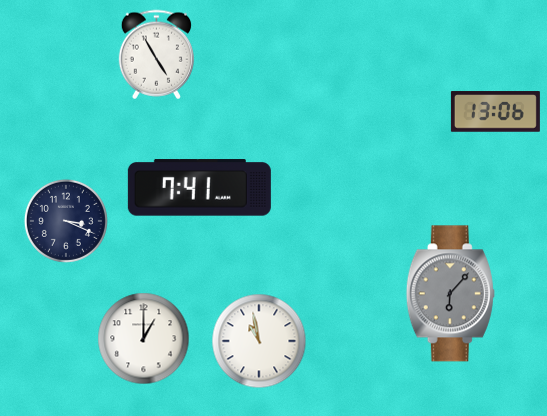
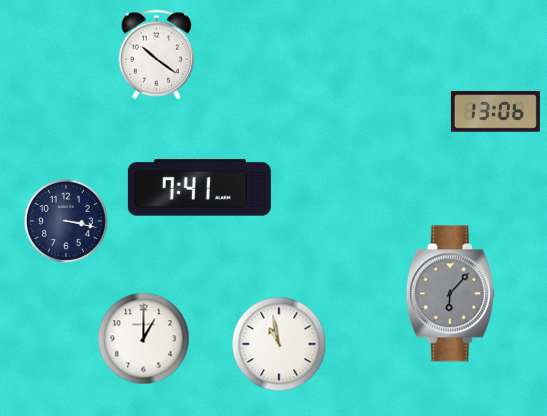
clock at (156, 55): 4:55 -> 10:21
clock at (66, 221): 3:19 -> 3:17
clock at (259, 341) position: (259, 341) -> (279, 344)
